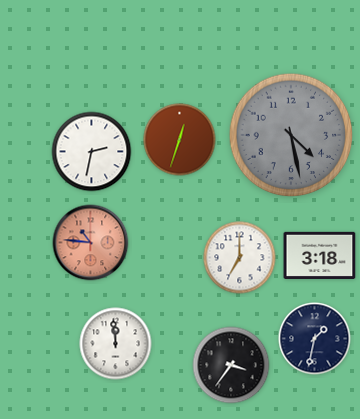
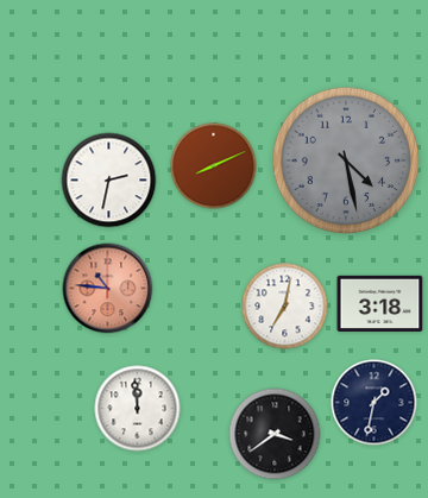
clock at (180, 140): 12:33 -> 8:11
clock at (240, 258): 7:00 -> 7:02
clock at (231, 365): 3:36 -> 3:39
